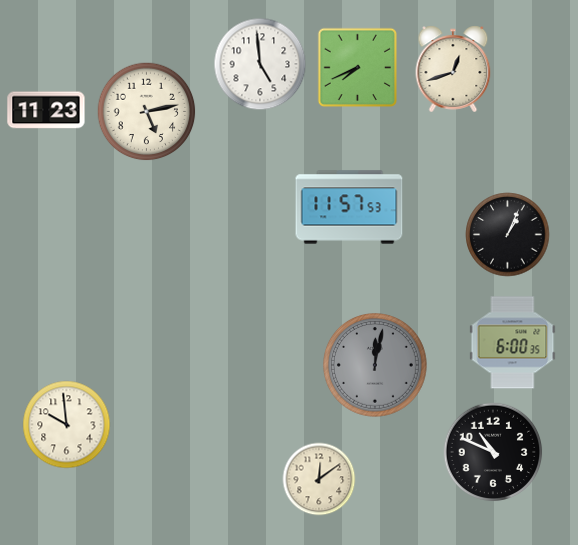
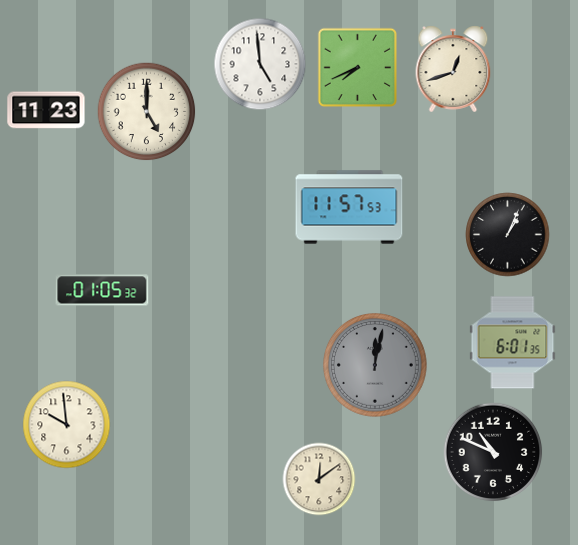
clock at (147, 112): 5:13 -> 5:00
clock at (102, 290): none -> 01:05
clock at (513, 343): 6:00 -> 6:01
